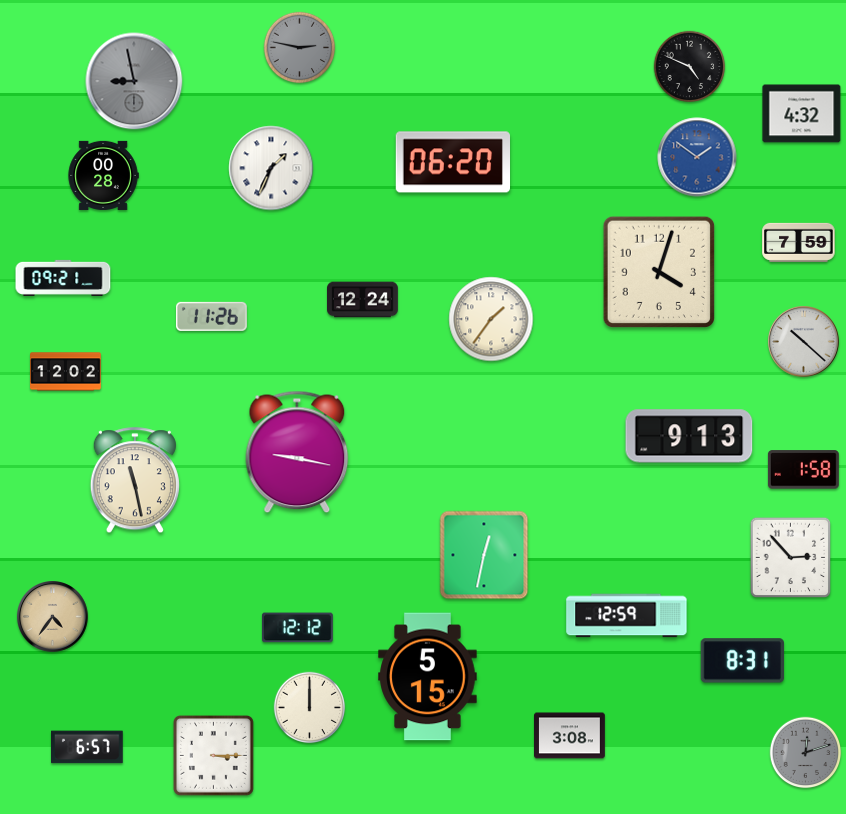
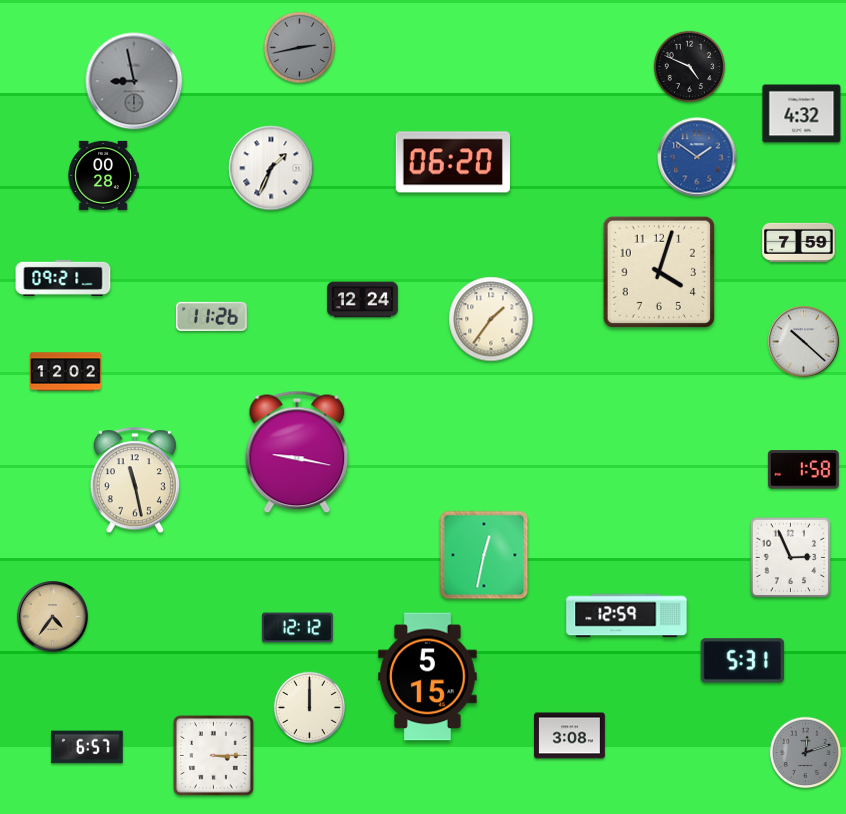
clock at (300, 48): 2:47 -> 2:43
clock at (689, 436): 9:13 -> none
clock at (791, 558): 2:53 -> 2:56
clock at (742, 661): 8:31 -> 5:31
